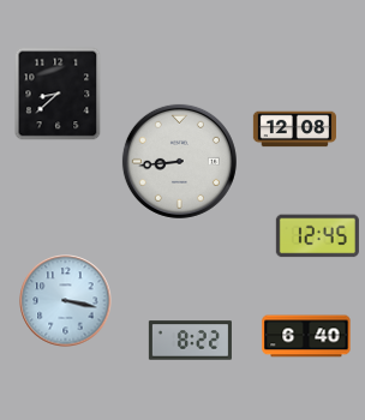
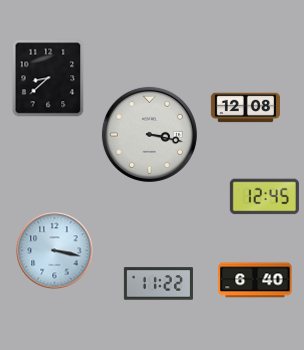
clock at (179, 161): 8:44 -> 3:17
clock at (190, 341): 8:22 -> 11:22
